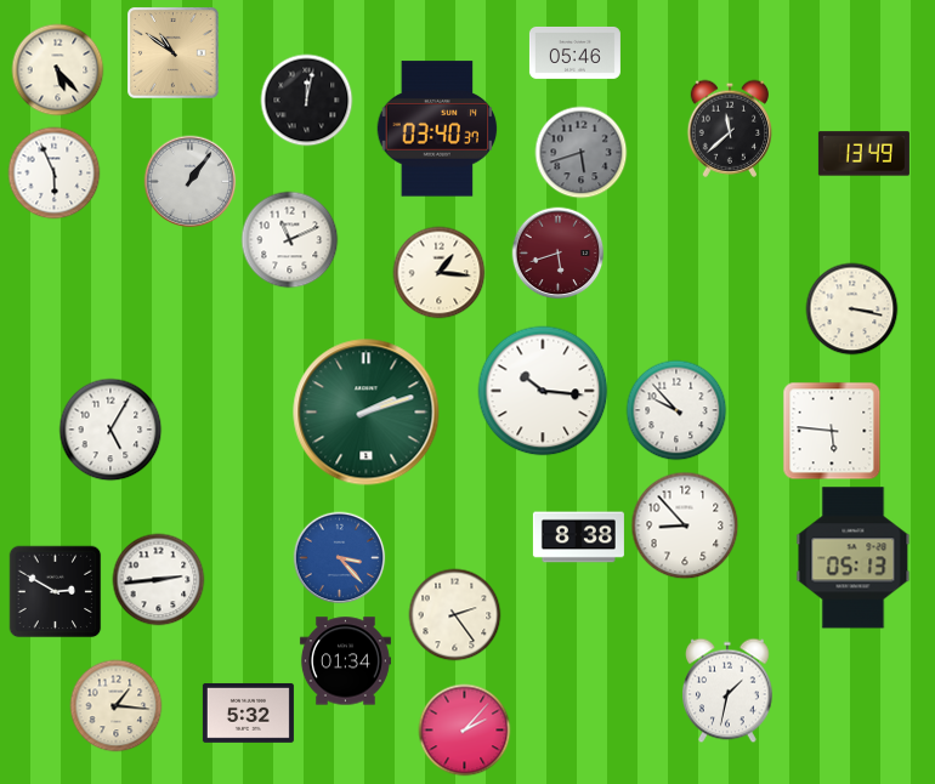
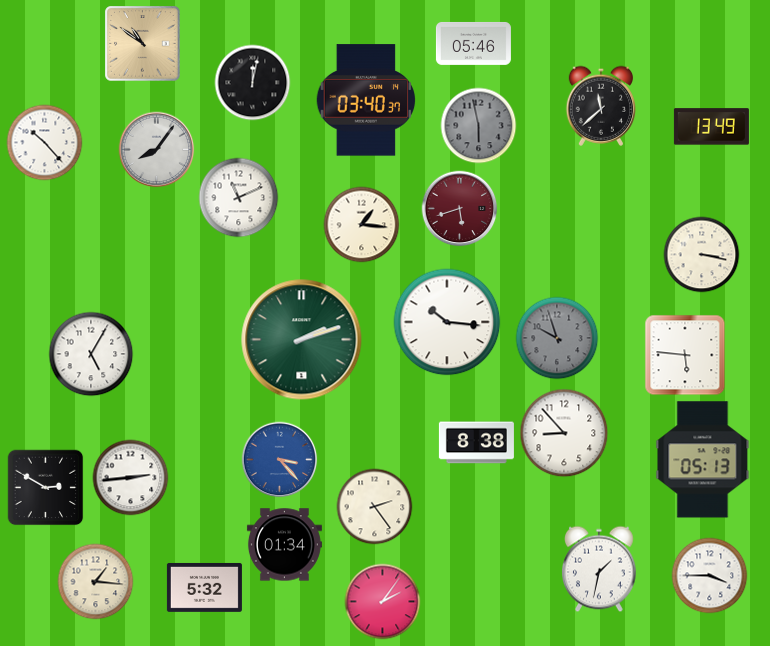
clock at (58, 70): 5:23 -> none
clock at (437, 129) position: (437, 129) -> (366, 100)
clock at (582, 153): 5:42 -> 5:58
clock at (55, 174): 5:56 -> 10:23
clock at (191, 182): 1:06 -> 8:06
clock at (676, 410): 9:53 -> 9:57
clock at (676, 410) dial: white -> grey
clock at (710, 576): none -> 3:45
clock at (465, 731): 2:07 -> 2:06
